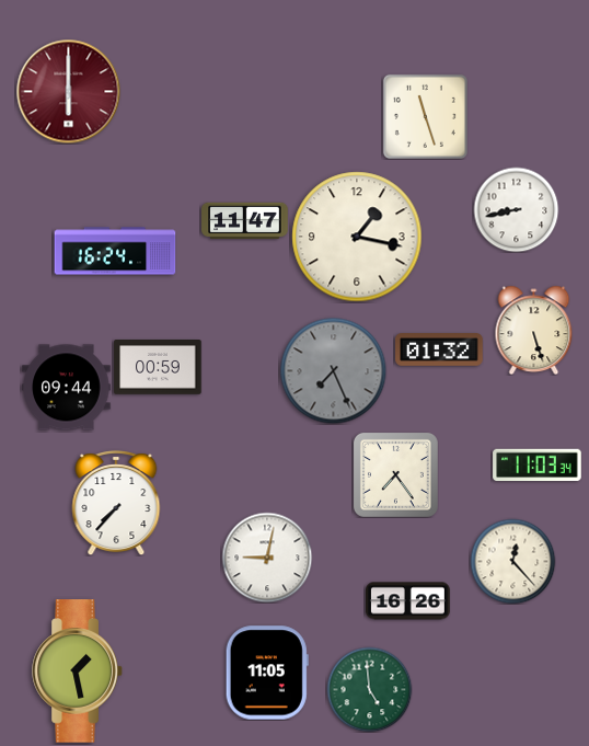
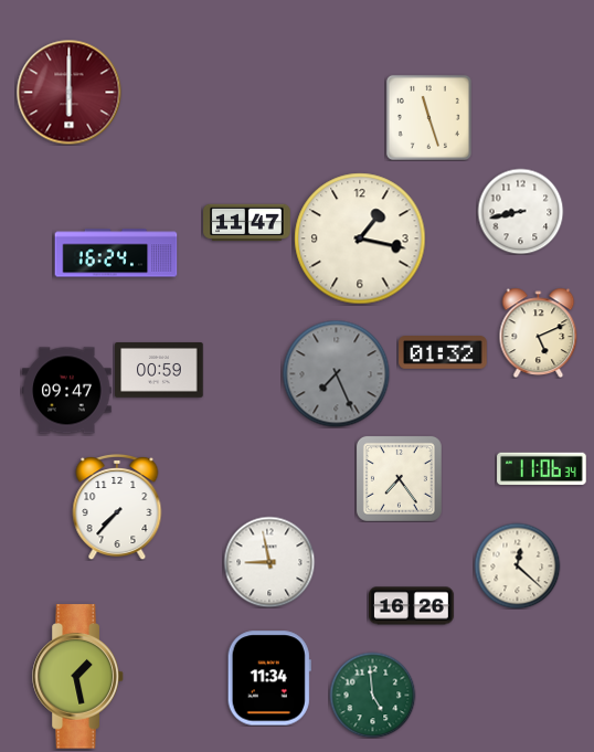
clock at (534, 330): 5:27 -> 5:11
clock at (67, 388): 09:44 -> 09:47
clock at (538, 466): 11:03 -> 11:06
clock at (267, 558): 9:02 -> 8:58
clock at (512, 561): 12:23 -> 12:22
clock at (267, 673): 11:05 -> 11:34
